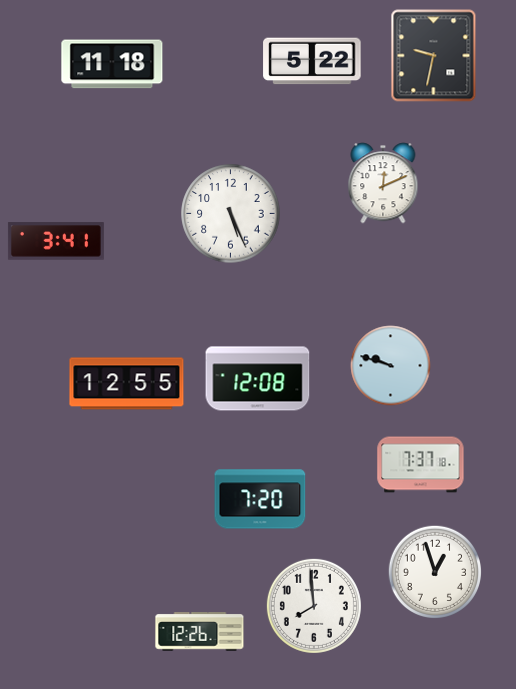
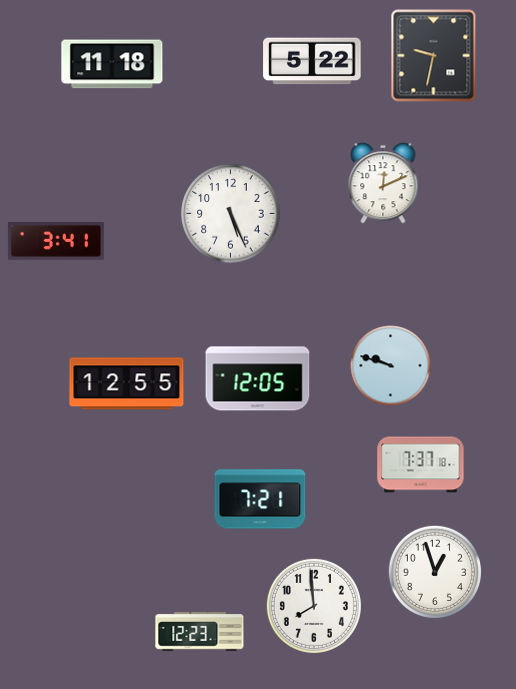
clock at (258, 379): 12:08 -> 12:05
clock at (260, 499): 7:20 -> 7:21
clock at (200, 632): 12:26 -> 12:23
